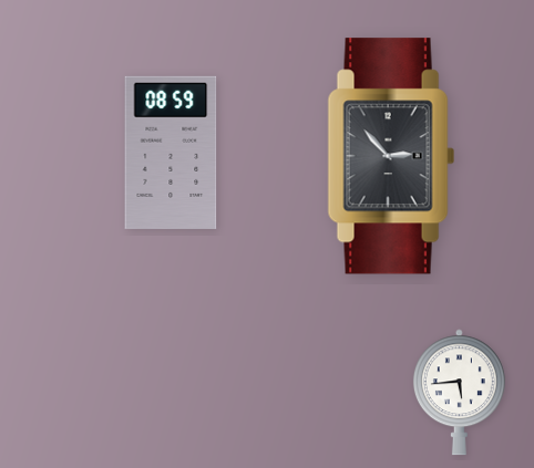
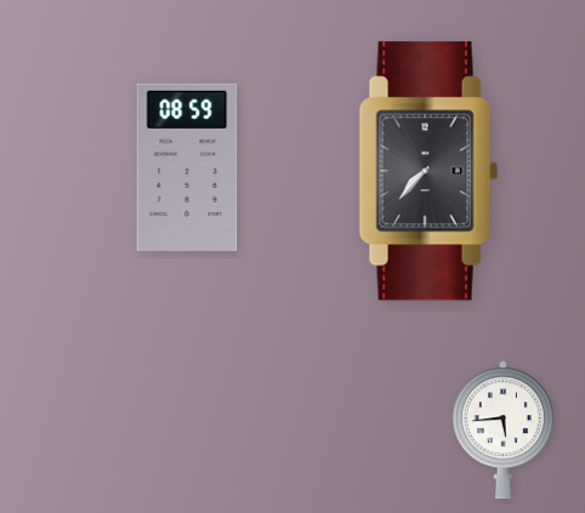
clock at (391, 156): 2:53 -> 7:37
